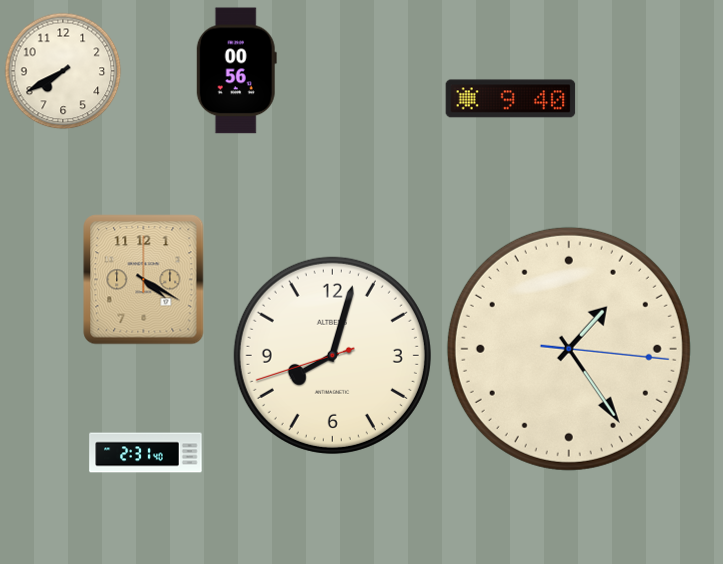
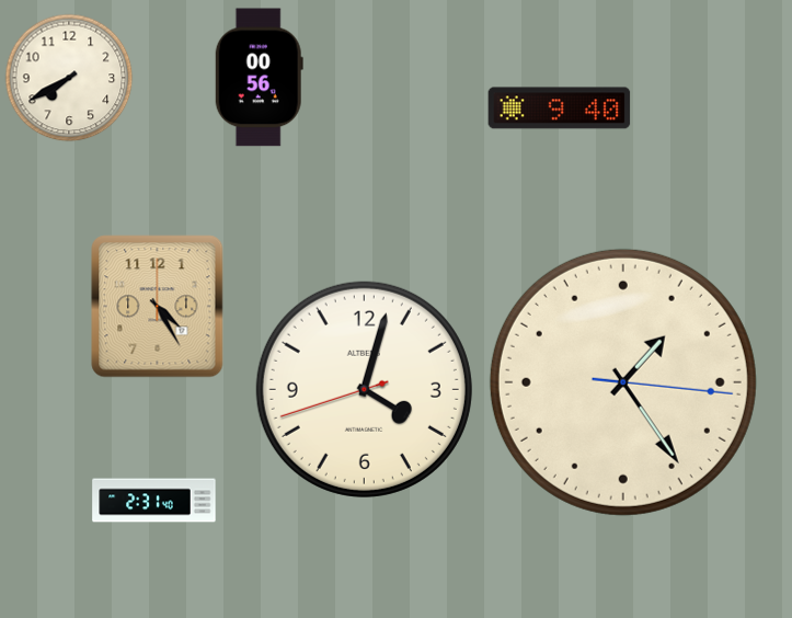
clock at (144, 280): 4:20 -> 4:25
clock at (332, 355): 8:02 -> 4:02
clock at (146, 453) position: (146, 453) -> (154, 501)
